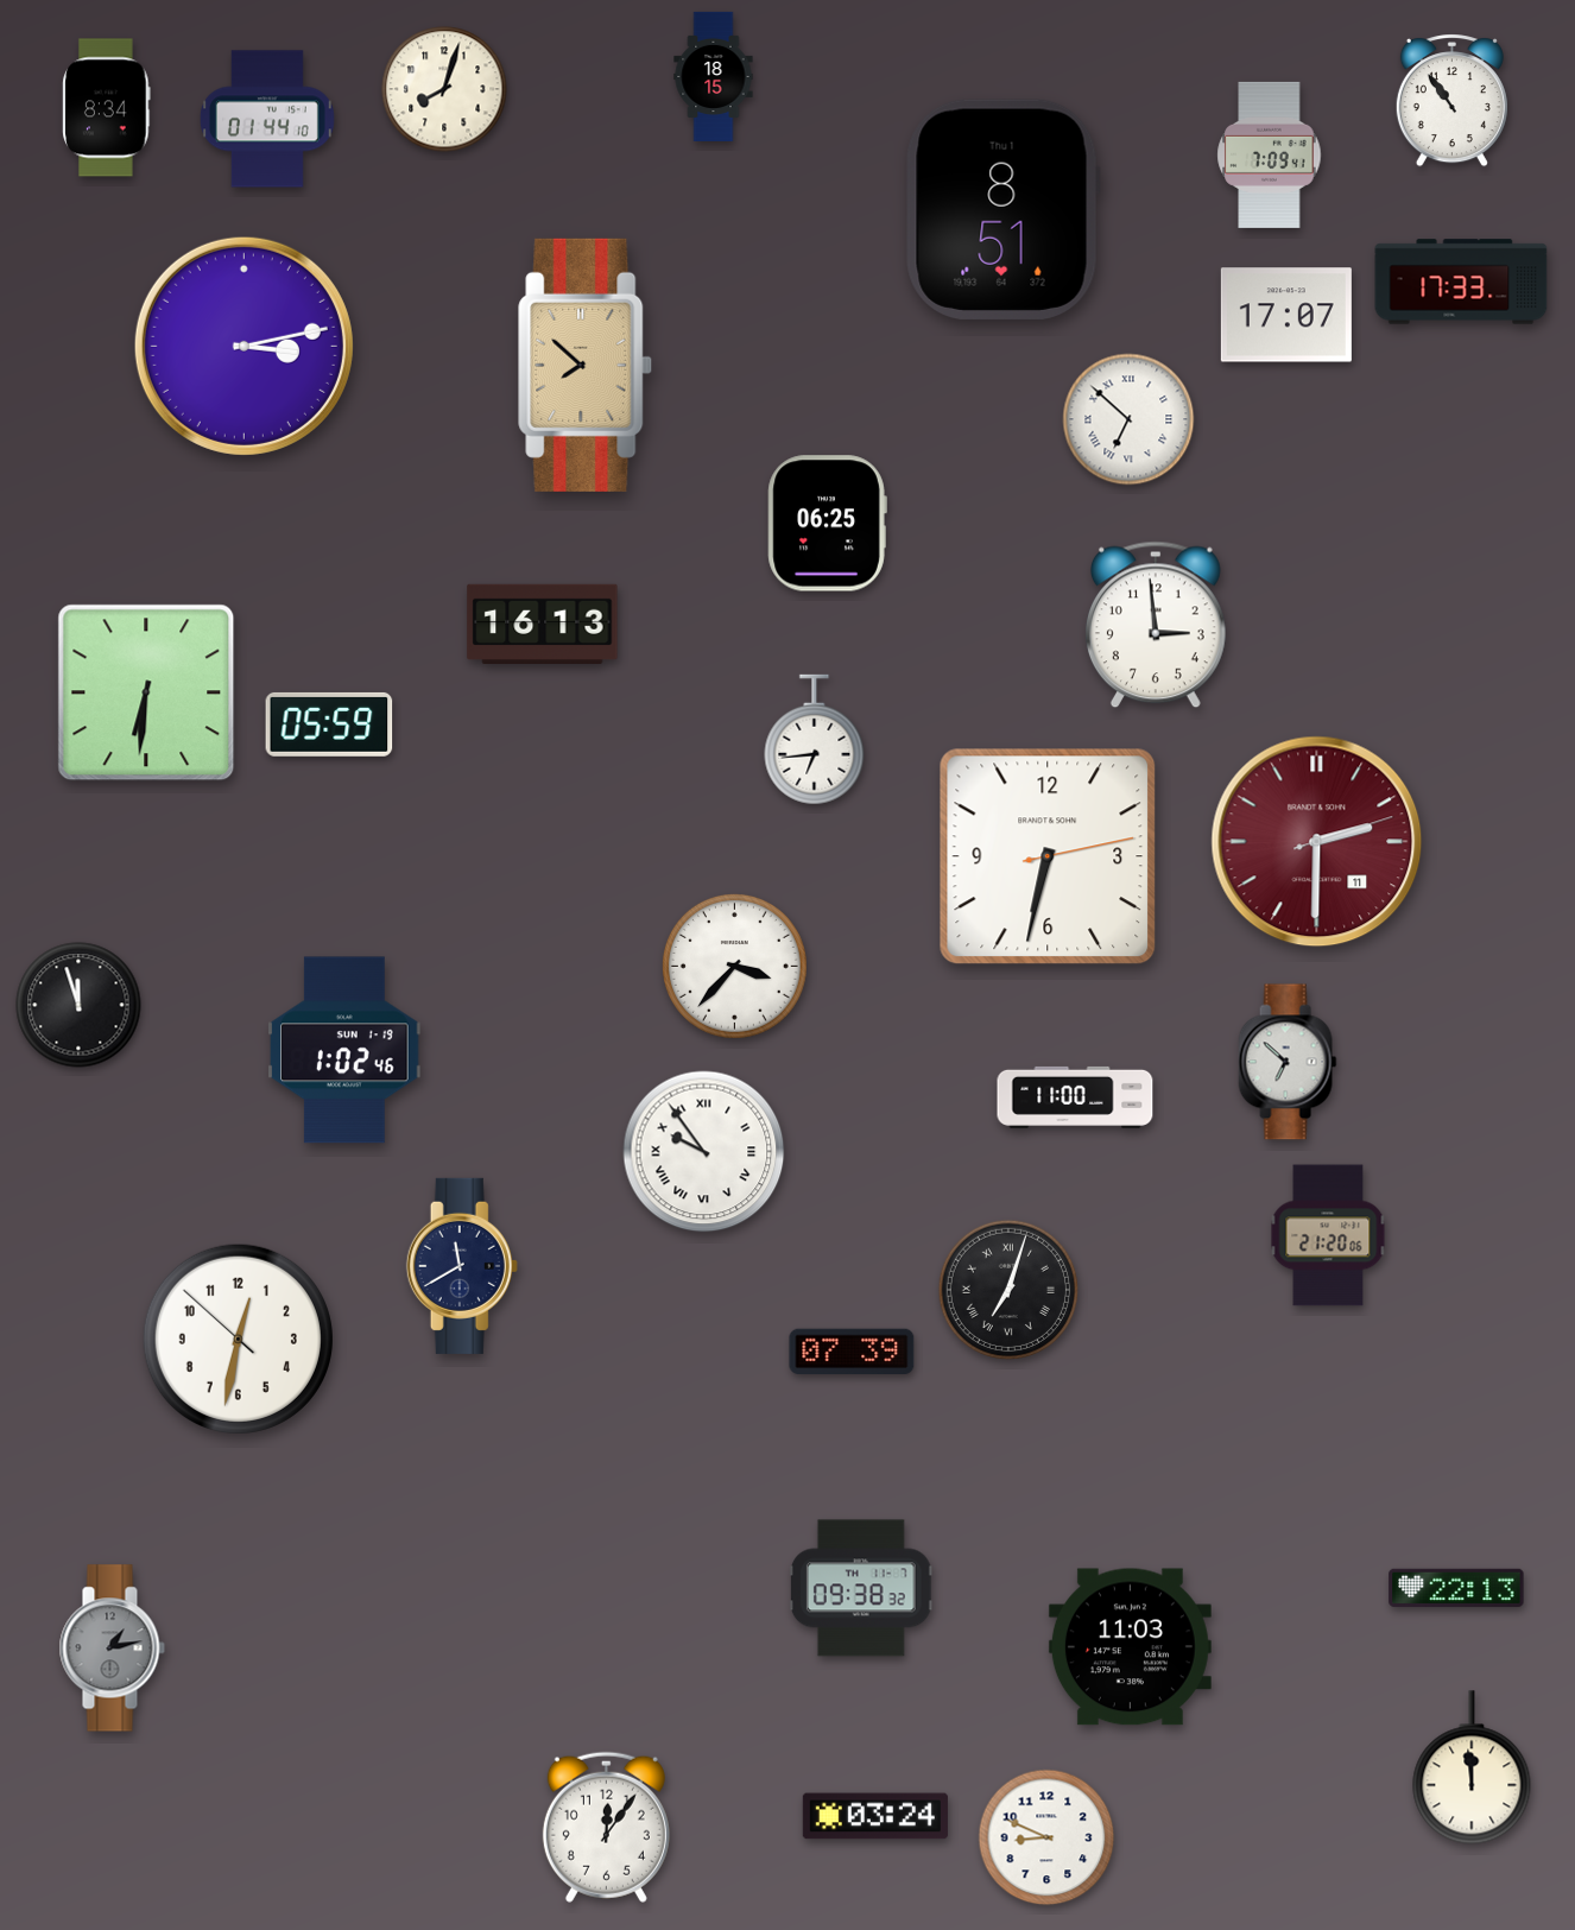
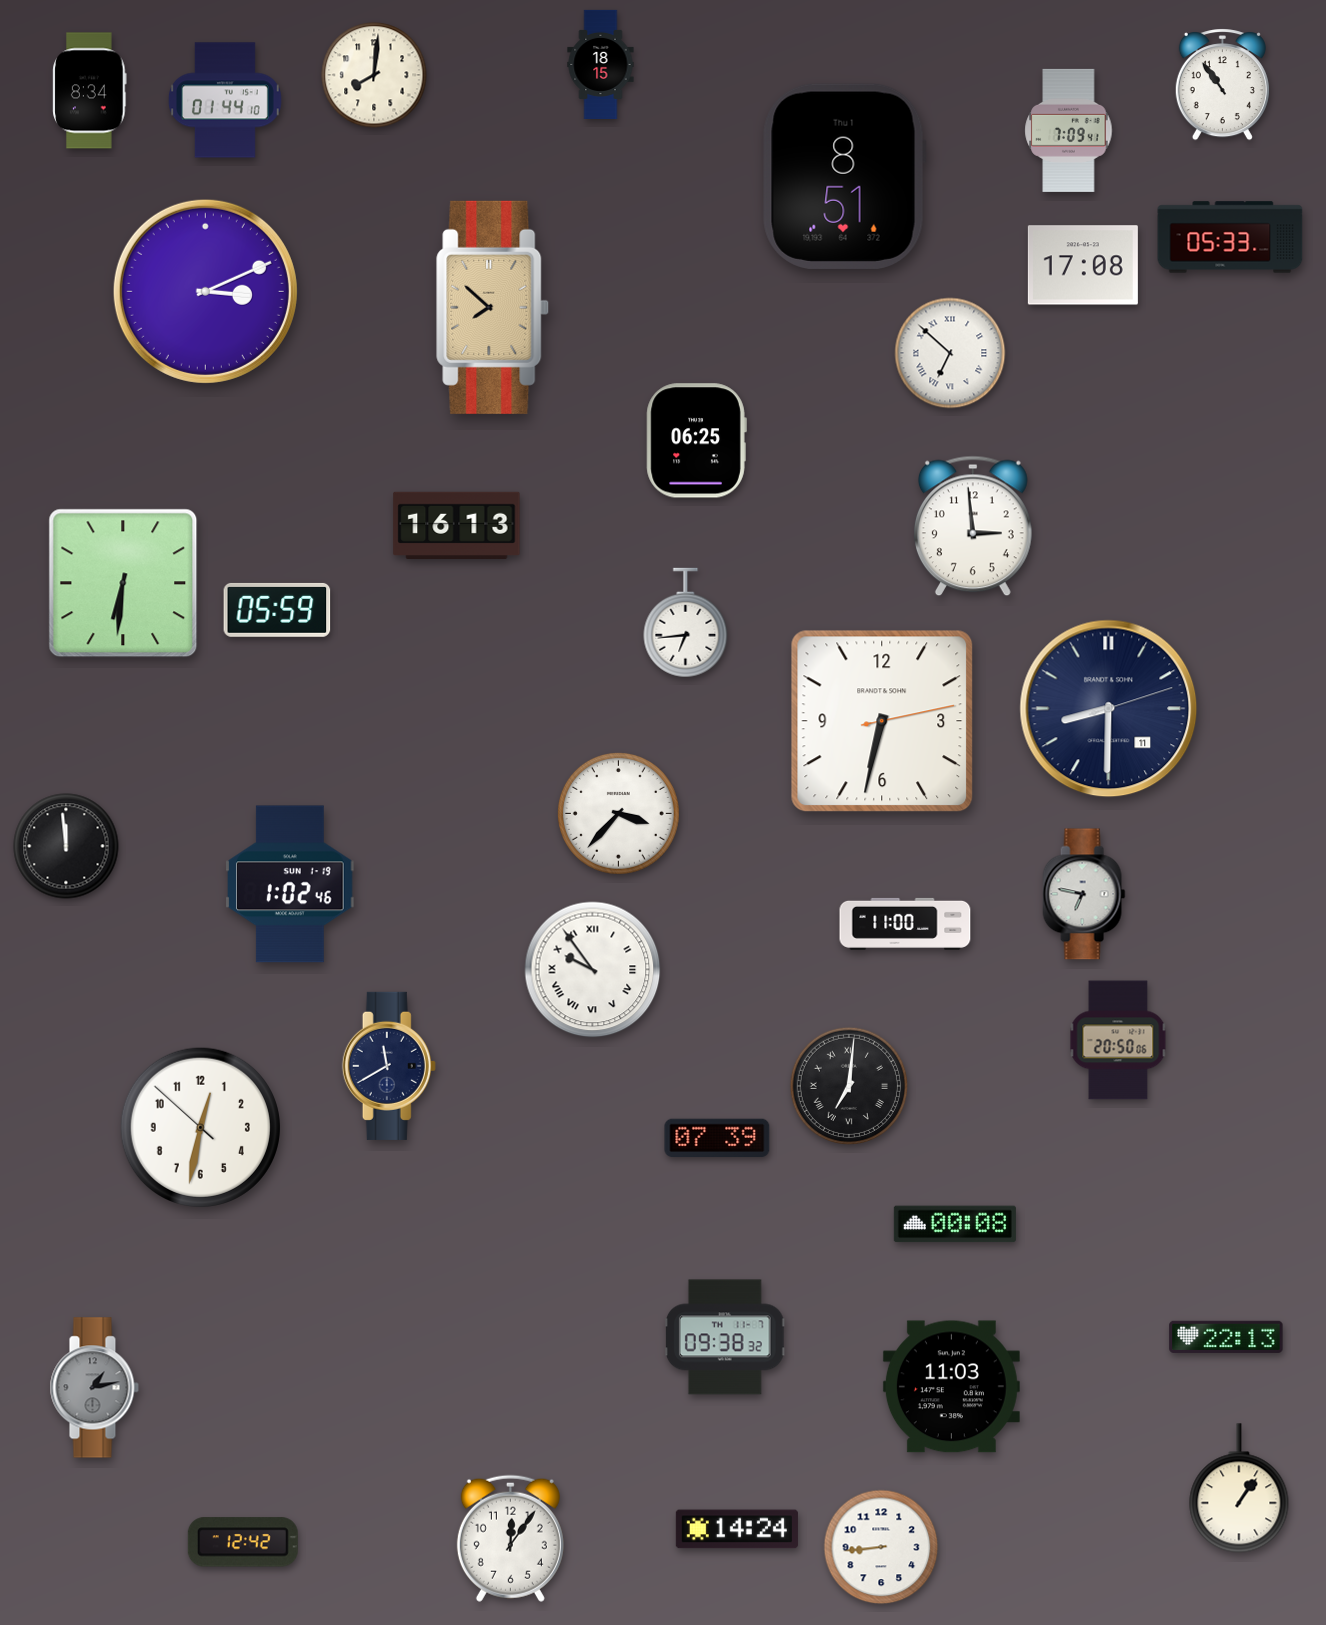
clock at (444, 89): 8:03 -> 8:01
clock at (1461, 281): 17:33 -> 05:33
clock at (1286, 315): 17:07 -> 17:08
clock at (243, 346): 3:13 -> 3:11
clock at (1317, 842): 2:30 -> 8:30
clock at (1317, 842) dial: burgundy -> navy
clock at (78, 1005): 11:57 -> 11:59
clock at (1288, 1062): 6:52 -> 6:47
clock at (1328, 1235): 21:20 -> 20:50
clock at (1008, 1290): 7:03 -> 7:01
clock at (955, 1224): none -> 00:08
clock at (1472, 1767): 11:59 -> 1:06
clock at (875, 1816): 03:24 -> 14:24
clock at (243, 1542): none -> 12:42
clock at (1046, 1837): 8:49 -> 8:44
